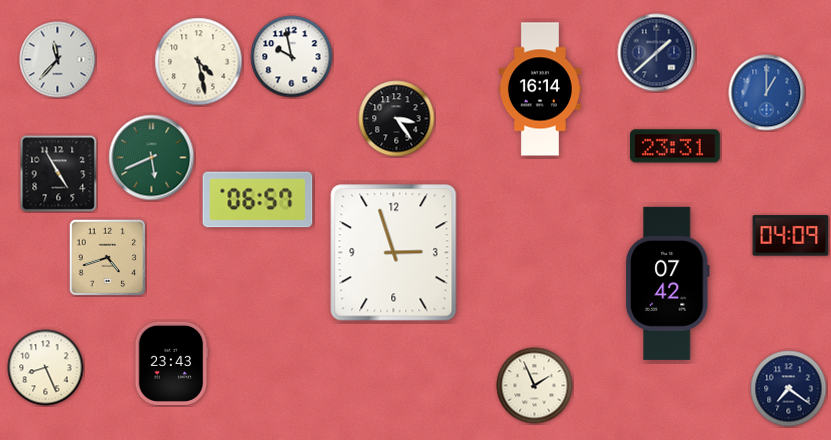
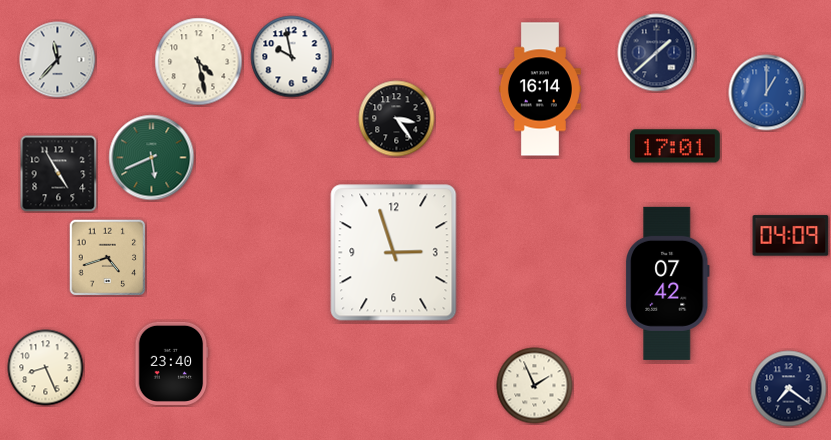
clock at (676, 146): 23:31 -> 17:01
clock at (258, 200): 06:57 -> none
clock at (172, 363): 23:43 -> 23:40
